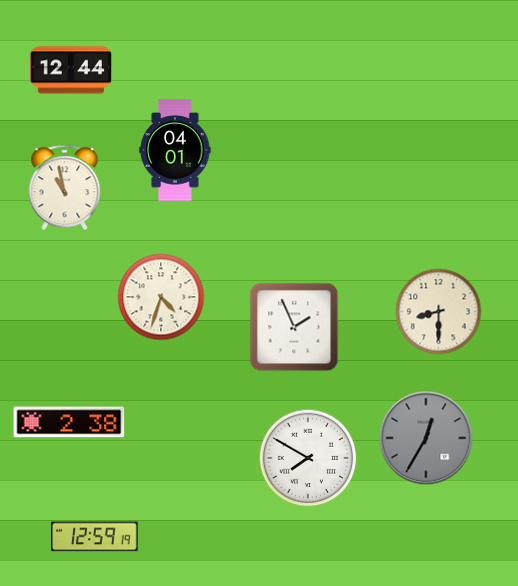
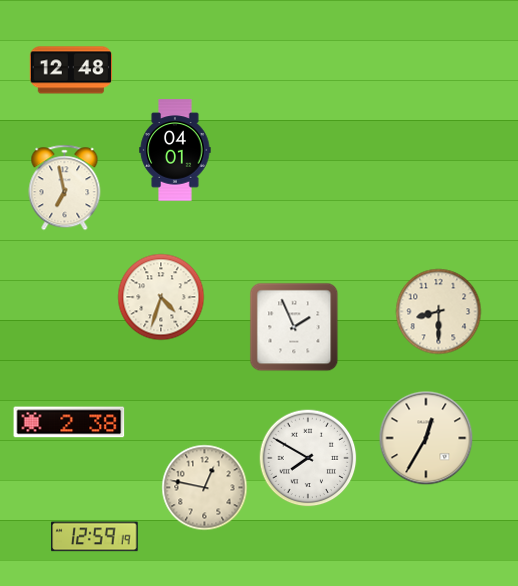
clock at (70, 70): 12:44 -> 12:48
clock at (65, 188): 10:58 -> 6:58
clock at (426, 438) dial: grey -> cream
clock at (205, 488): none -> 12:47
